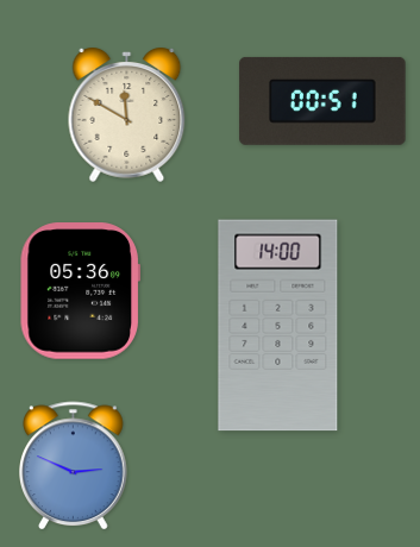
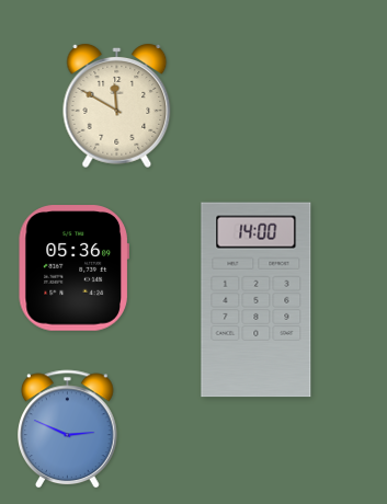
clock at (322, 101): 00:51 -> none
